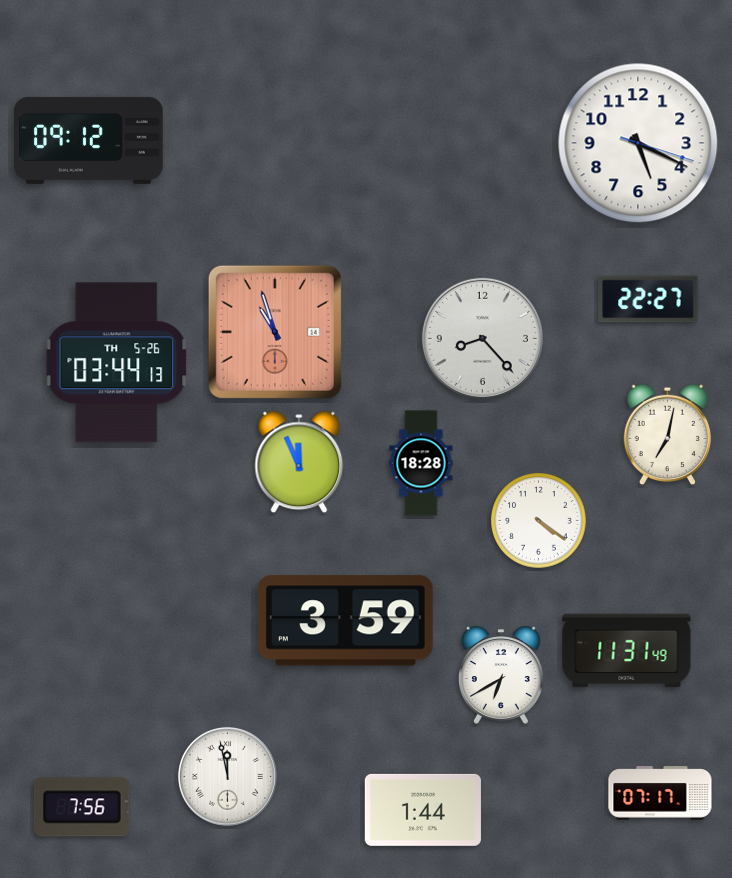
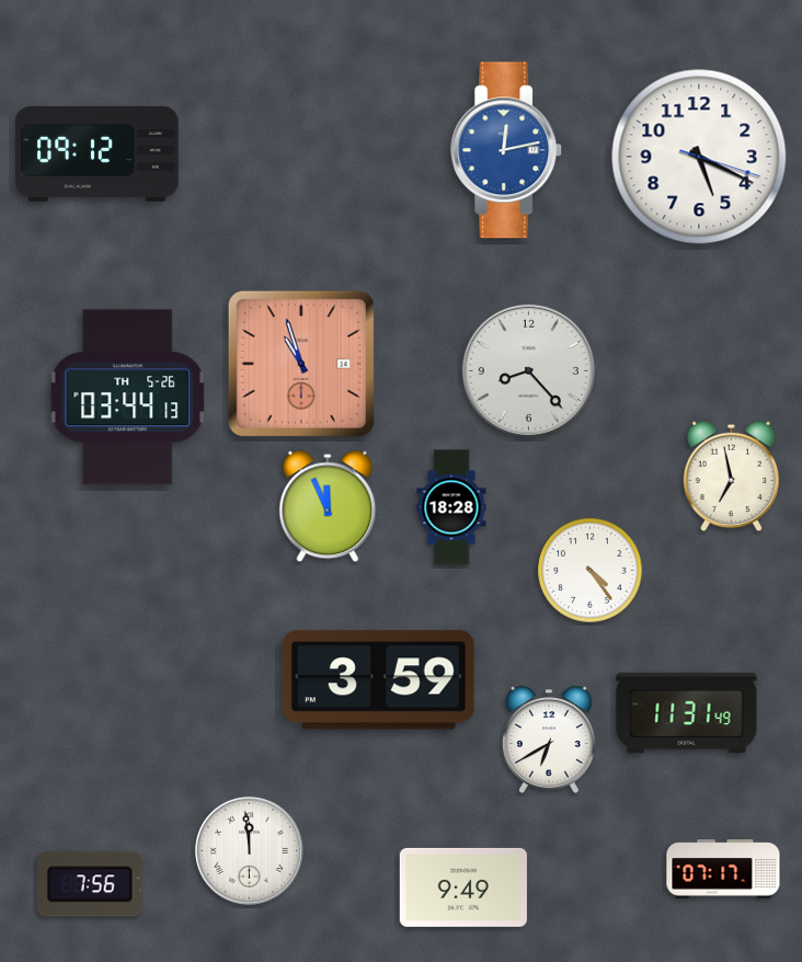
clock at (507, 150): none -> 12:13
clock at (648, 299): 22:27 -> none
clock at (668, 435): 7:02 -> 6:58
clock at (421, 463) position: (421, 463) -> (451, 507)
clock at (539, 521): 4:21 -> 4:24
clock at (227, 776): 11:58 -> 11:59
clock at (423, 810): 1:44 -> 9:49
